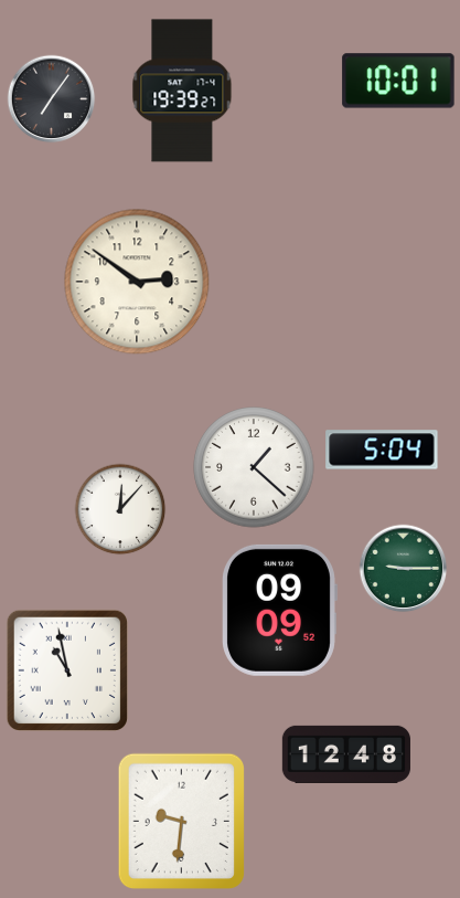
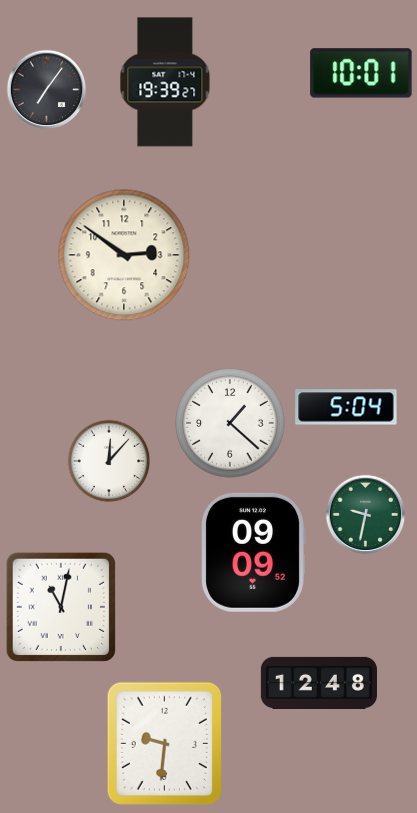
clock at (404, 569): 9:15 -> 9:32
clock at (66, 669): 10:58 -> 11:02
clock at (346, 754) position: (346, 754) -> (319, 683)
